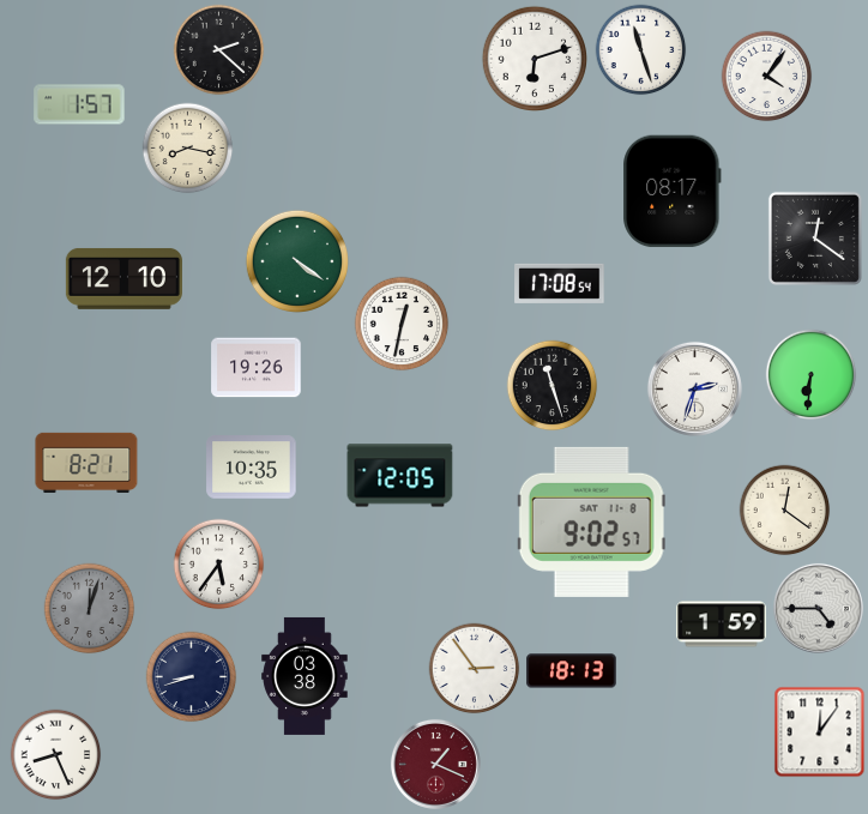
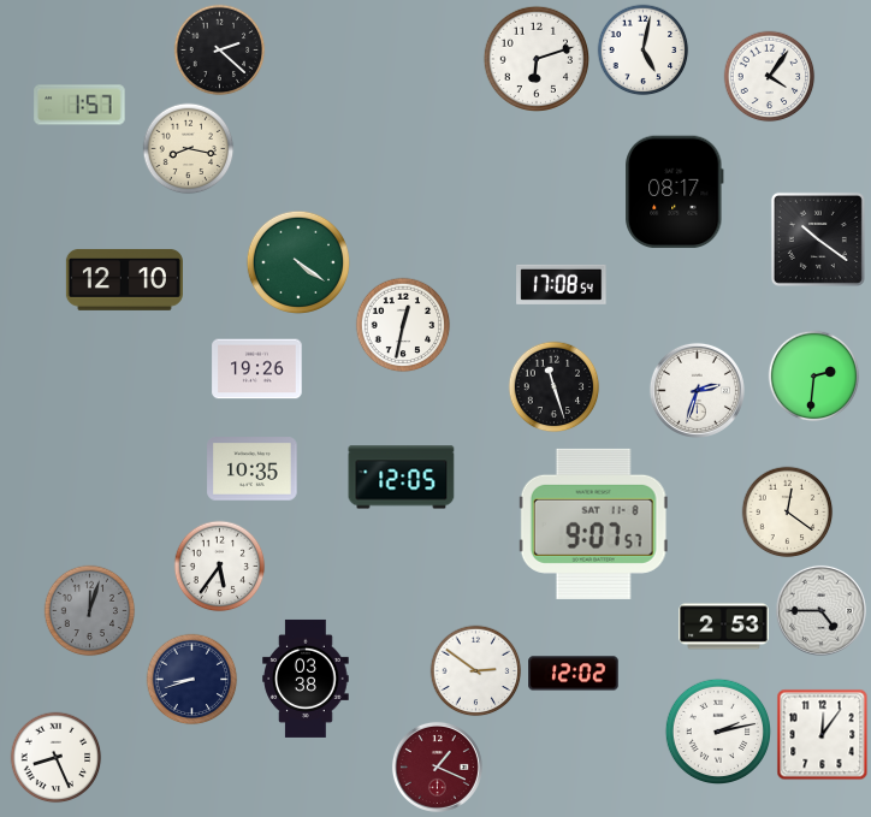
clock at (641, 50): 11:27 -> 5:02
clock at (815, 239): 12:21 -> 10:21
clock at (812, 375): 6:31 -> 2:31
clock at (86, 463): 8:21 -> none
clock at (591, 521): 9:02 -> 9:07
clock at (722, 625): 1:59 -> 2:53
clock at (475, 669): 2:54 -> 2:51
clock at (572, 671): 18:13 -> 12:02
clock at (717, 730): none -> 2:13
